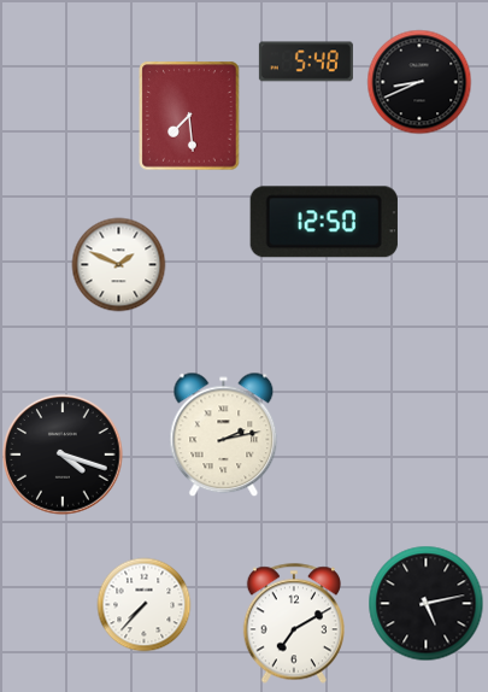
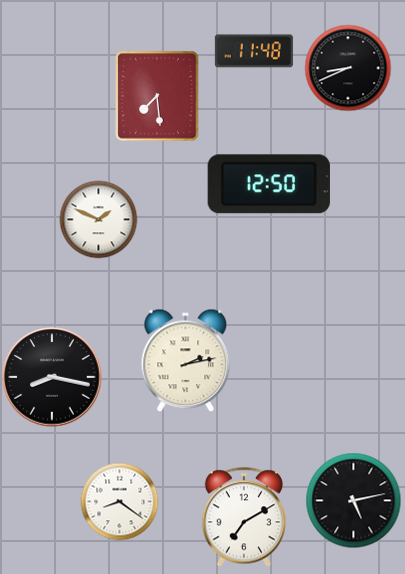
clock at (306, 61): 5:48 -> 11:48
clock at (63, 455): 4:18 -> 8:17
clock at (143, 604): 7:37 -> 8:21
